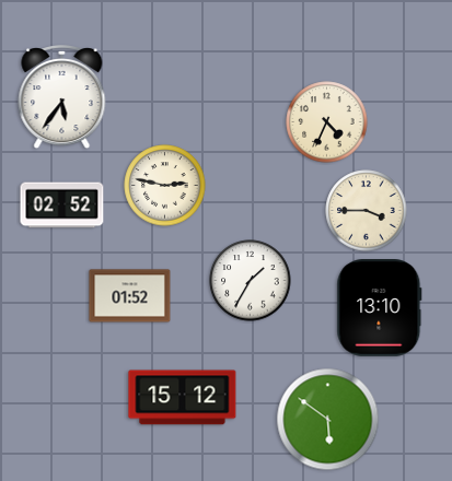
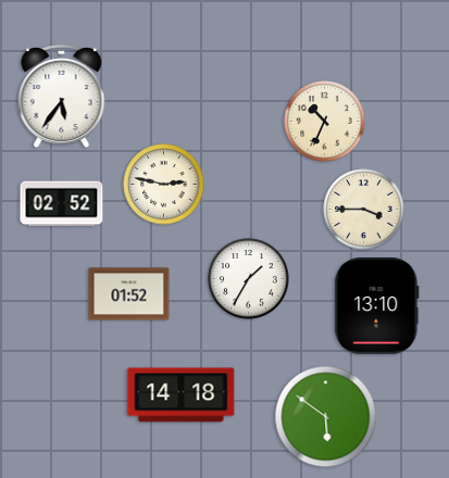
clock at (327, 122): 4:34 -> 10:34
clock at (183, 398): 15:12 -> 14:18
